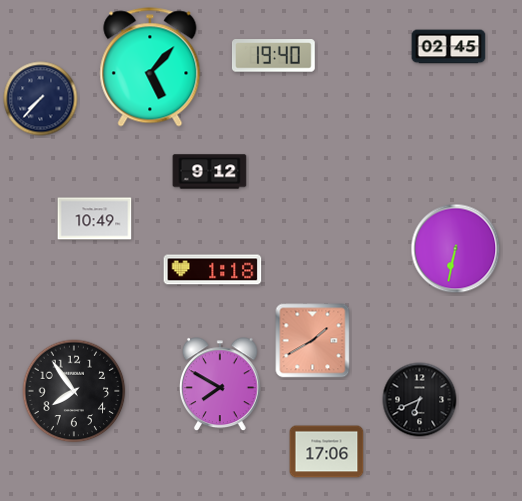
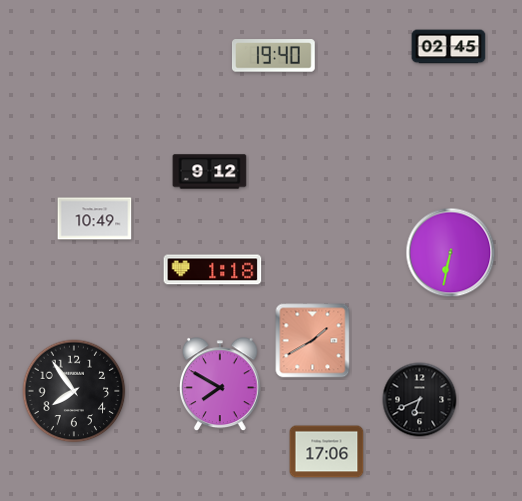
clock at (150, 67): 5:07 -> none
clock at (41, 99): 7:37 -> none
clock at (456, 249) position: (456, 249) -> (451, 253)
